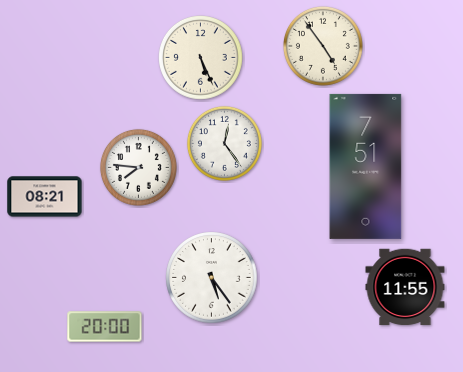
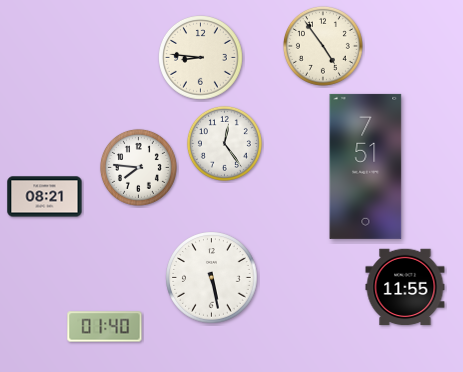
clock at (201, 58): 5:26 -> 8:46
clock at (212, 278): 5:24 -> 5:28
clock at (105, 327): 20:00 -> 01:40
